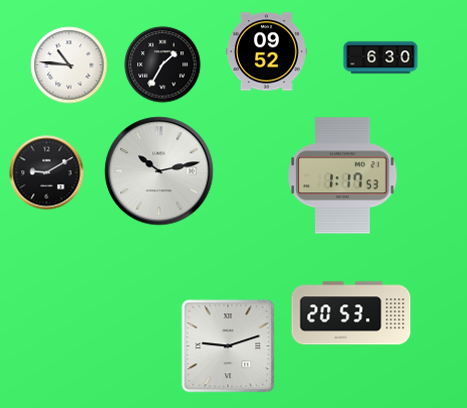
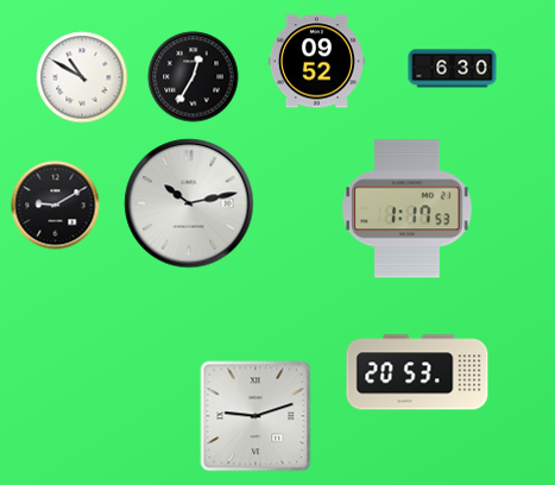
clock at (69, 65): 10:46 -> 10:50
clock at (163, 65): 1:35 -> 12:35
clock at (228, 346) position: (228, 346) -> (256, 416)
